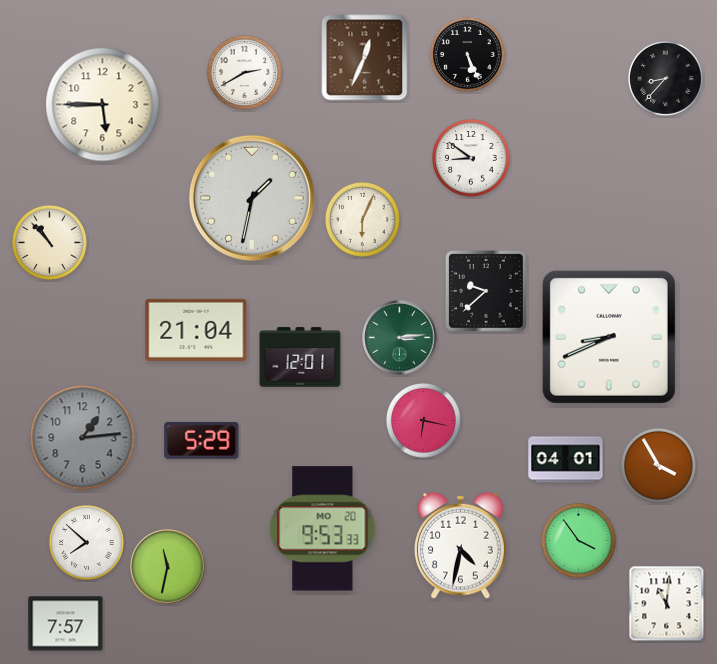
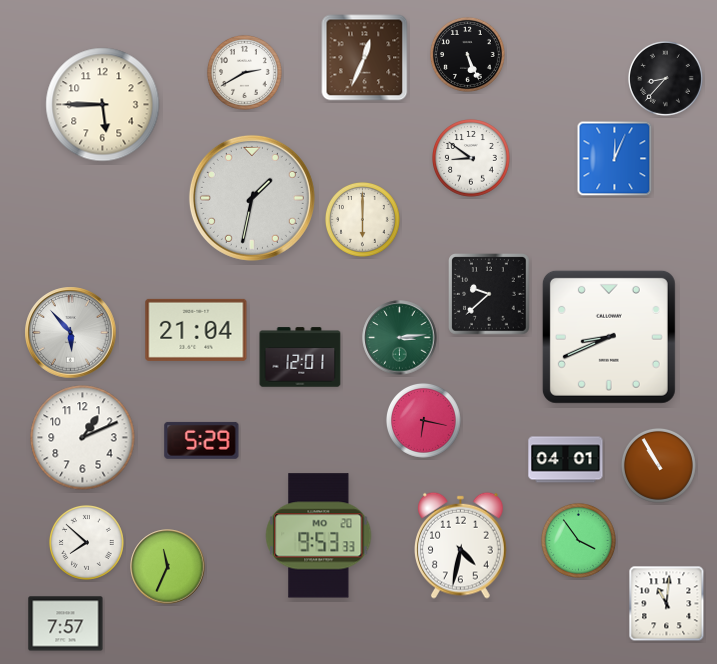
clock at (615, 159): none -> 12:04
clock at (362, 219): 6:04 -> 6:00
clock at (49, 242): 10:53 -> none
clock at (486, 291) position: (486, 291) -> (489, 294)
clock at (71, 333): none -> 5:53
clock at (83, 438): 1:14 -> 1:11
clock at (83, 438) dial: grey -> white
clock at (658, 465): 3:55 -> 10:55
clock at (323, 529) position: (323, 529) -> (319, 536)
clock at (168, 567): 11:32 -> 11:34
